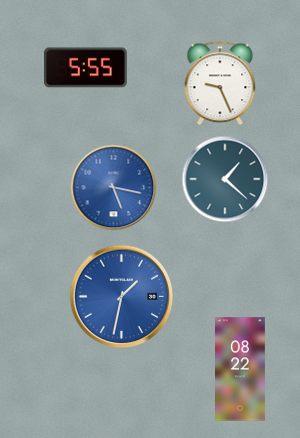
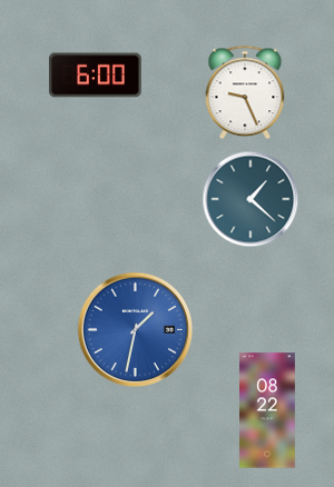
clock at (86, 68): 5:55 -> 6:00
clock at (114, 188): 5:17 -> none
